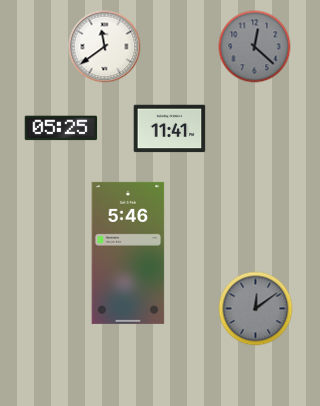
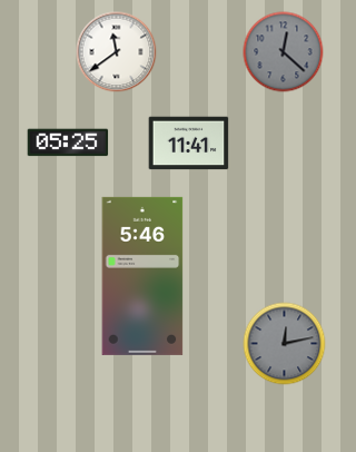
clock at (128, 253) position: (128, 253) -> (142, 276)
clock at (256, 309): 12:09 -> 12:13
